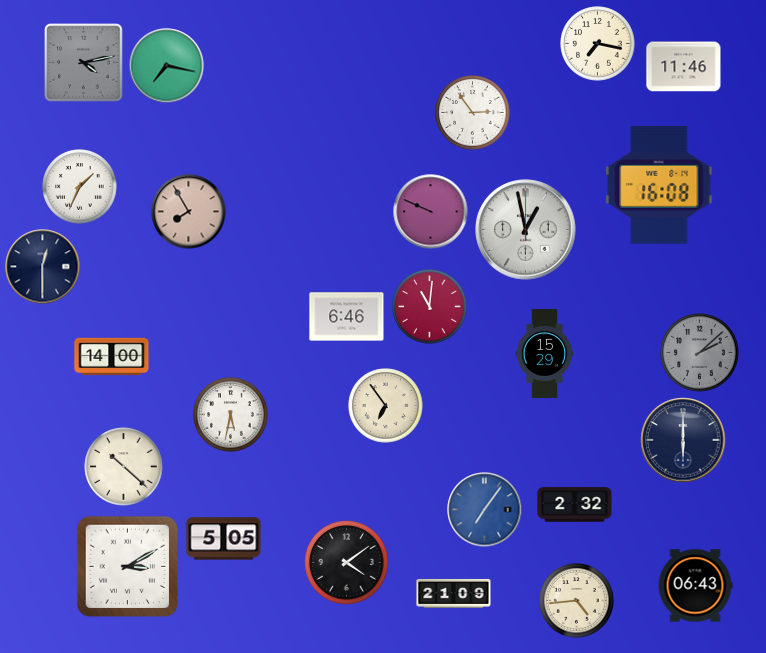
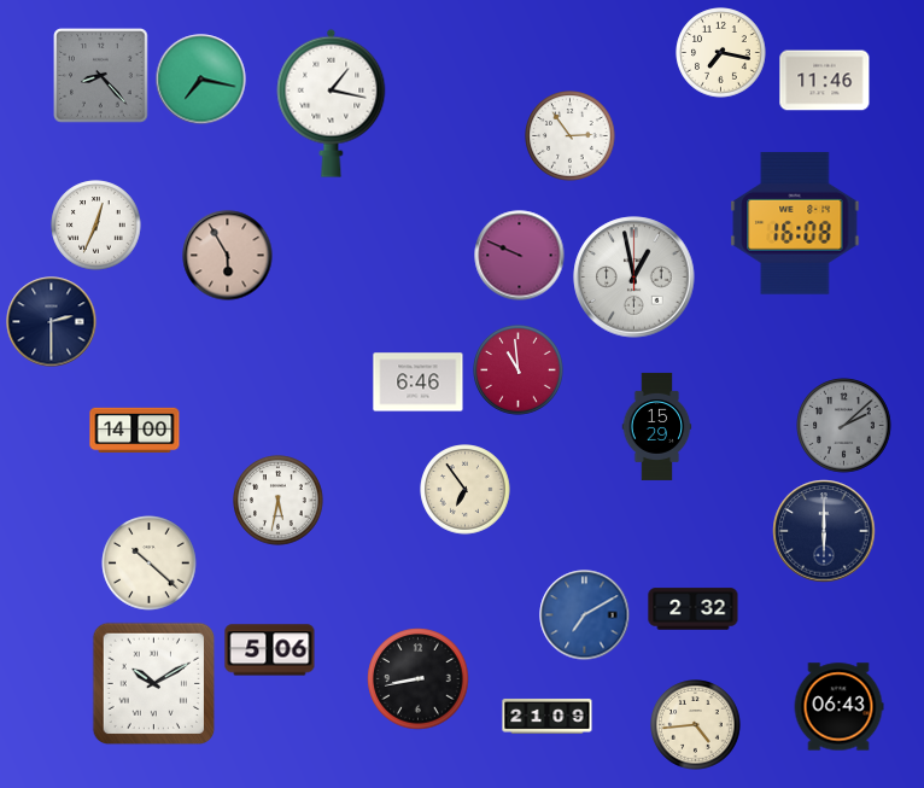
clock at (84, 63): 4:13 -> 8:23
clock at (332, 103): none -> 1:17
clock at (80, 187): 1:34 -> 12:34
clock at (189, 212): 7:55 -> 5:55
clock at (43, 267): 12:30 -> 2:30
clock at (430, 307): 11:01 -> 10:59
clock at (485, 510): 7:06 -> 7:10
clock at (224, 539): 5:05 -> 5:06
clock at (347, 563): 4:09 -> 8:43
clock at (128, 567): 3:10 -> 10:10
